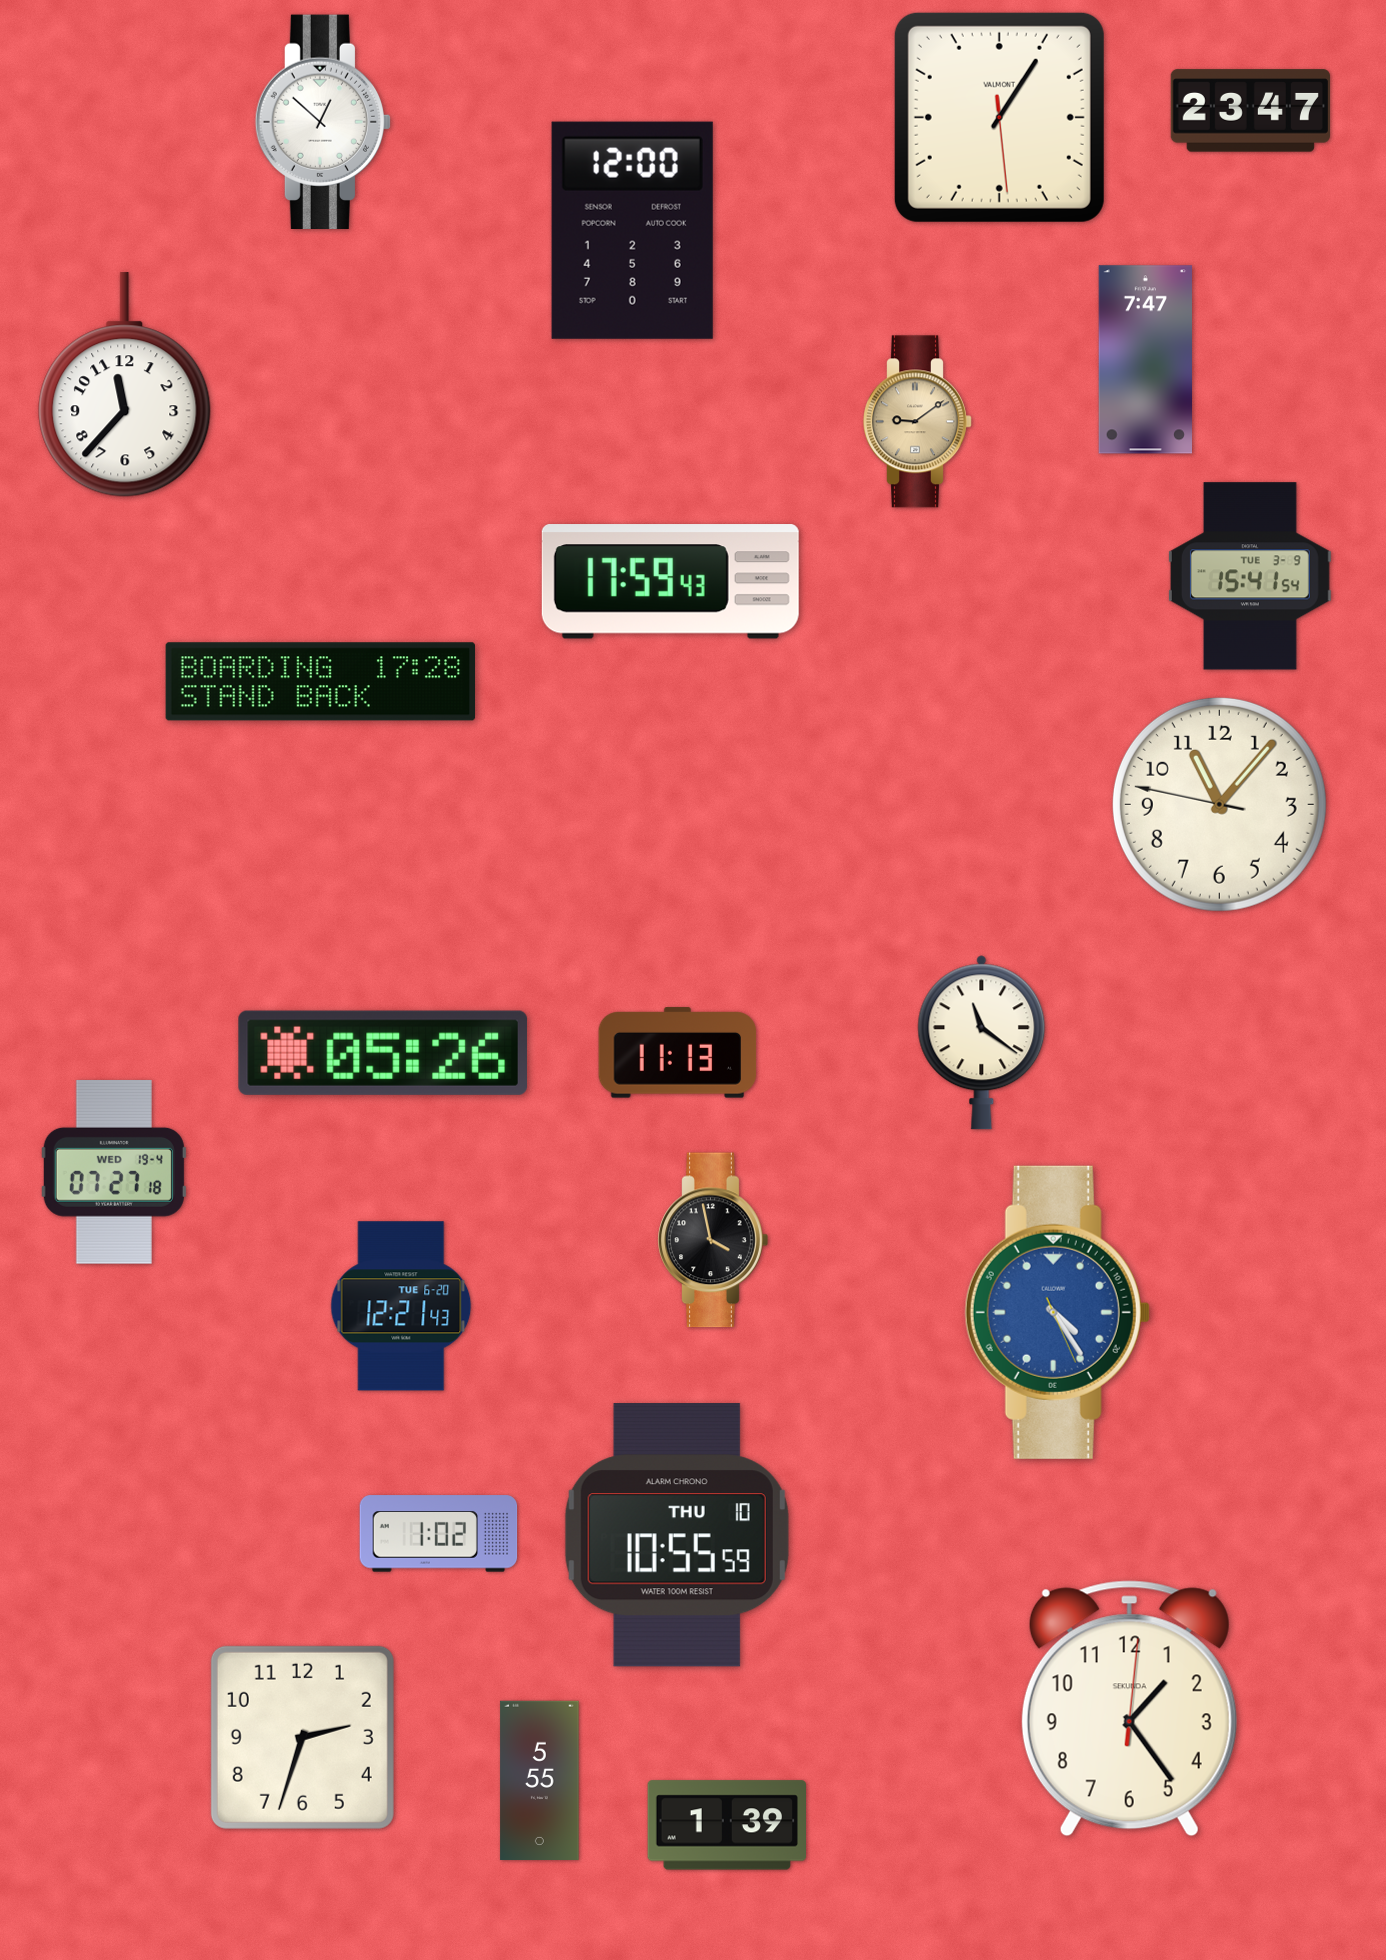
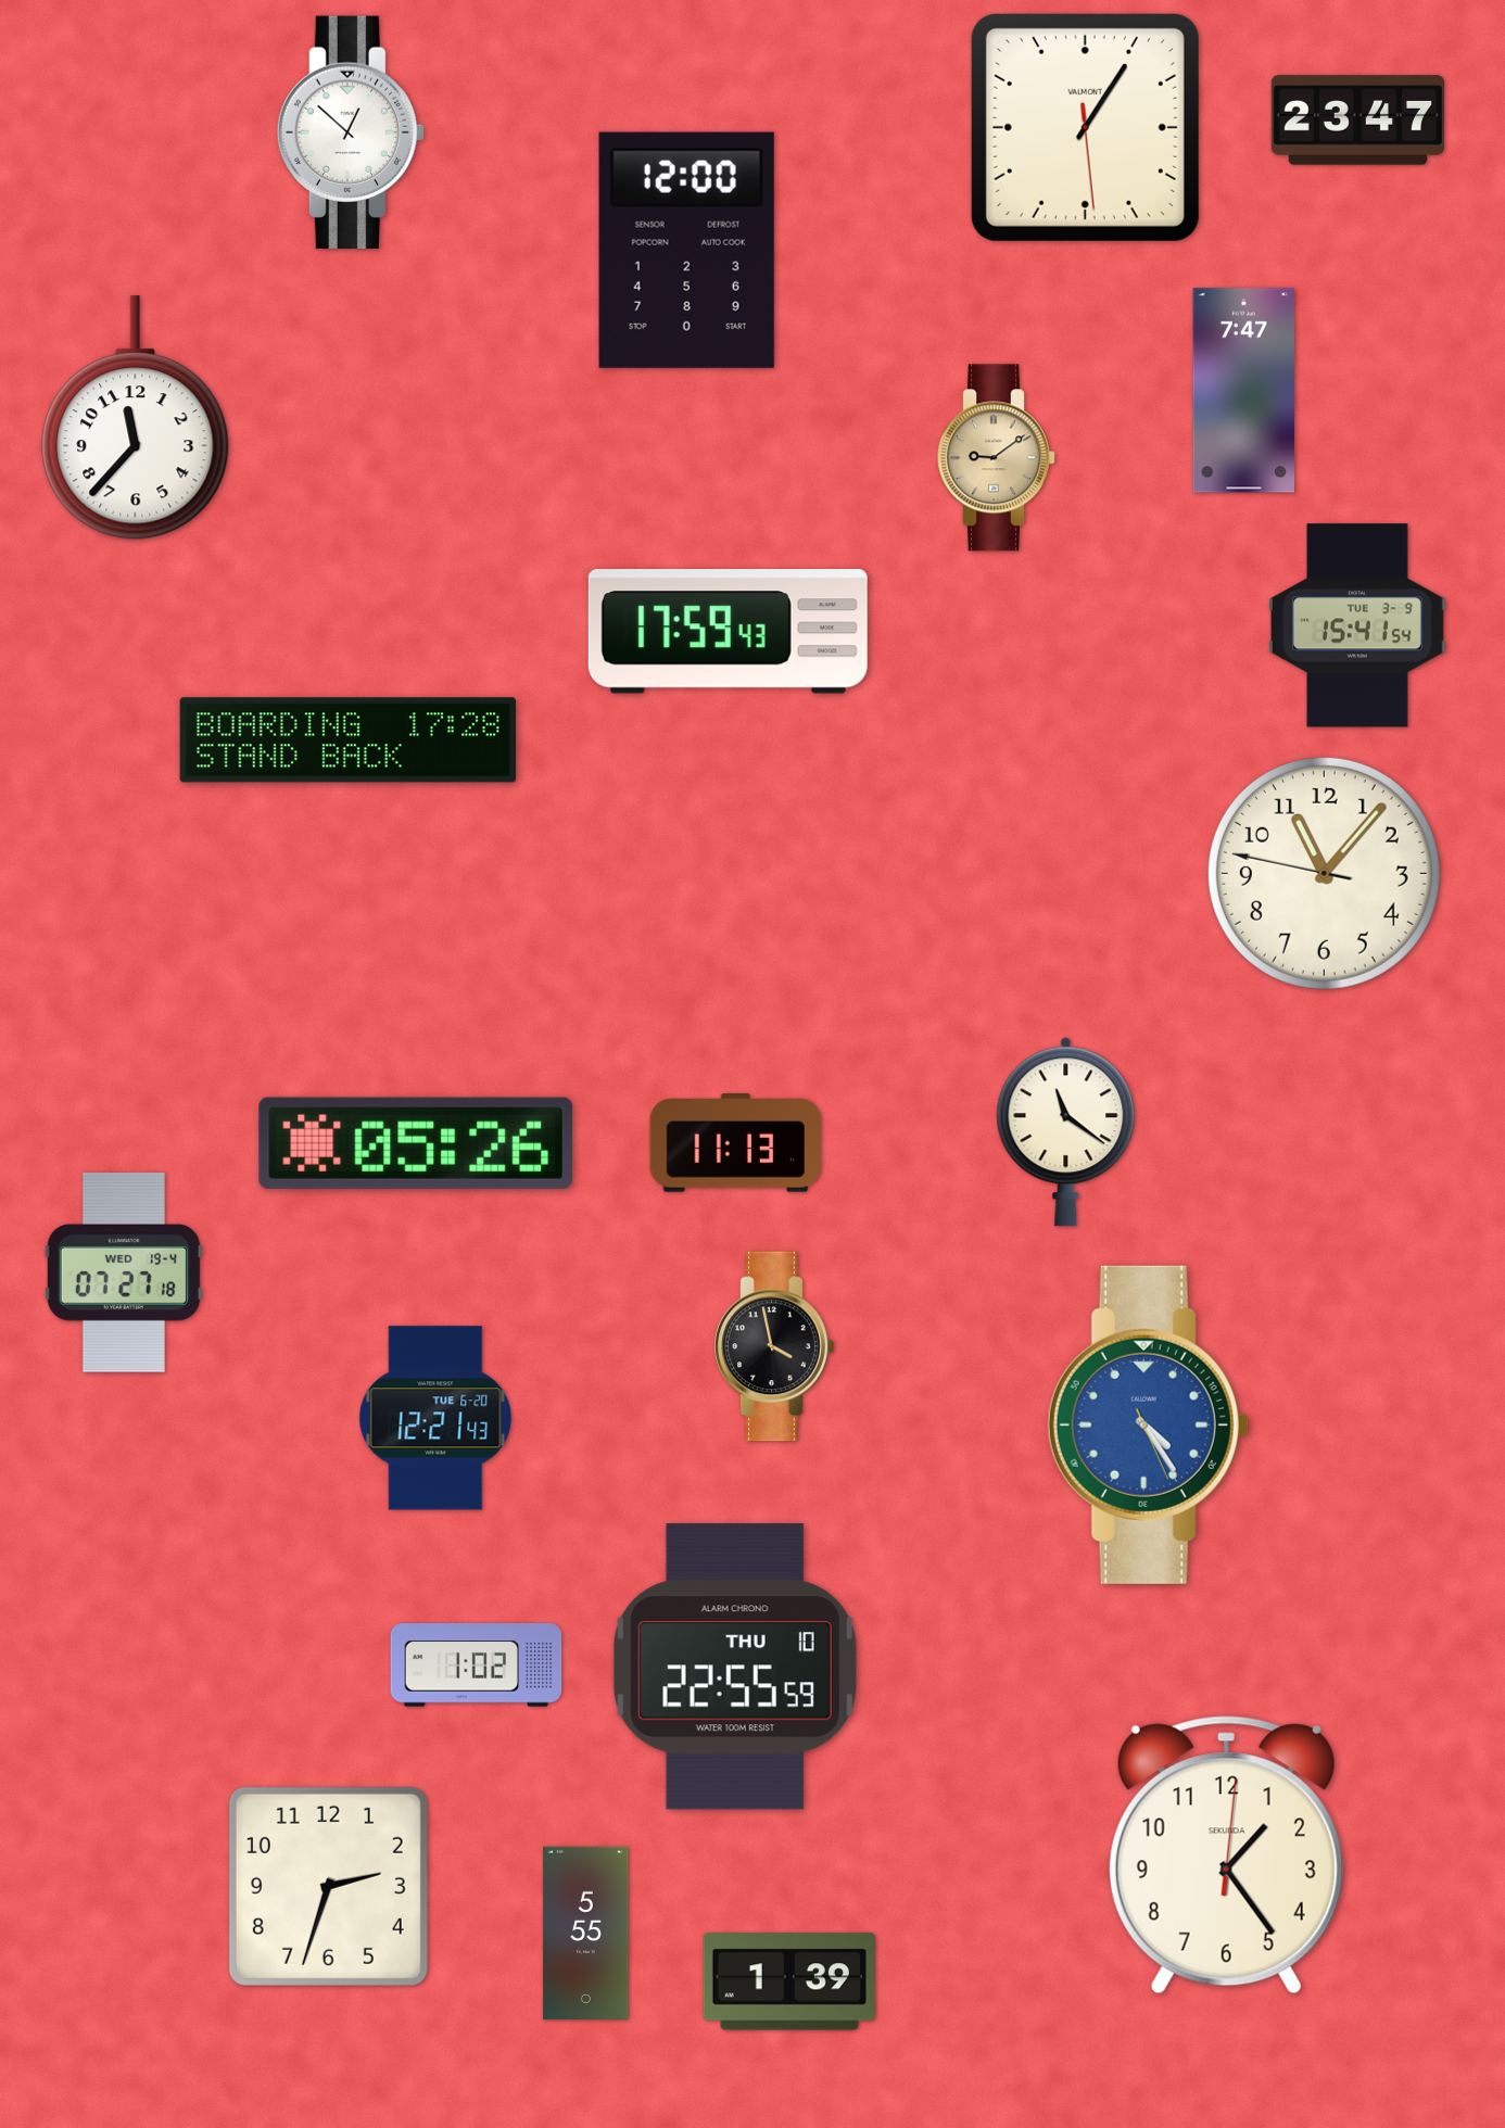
clock at (677, 1535): 10:55 -> 22:55
